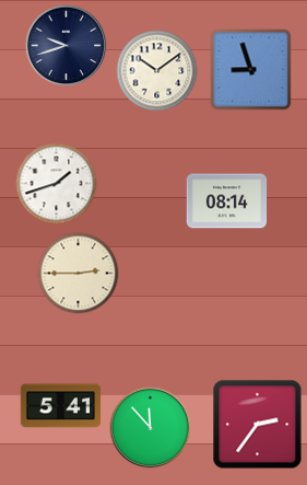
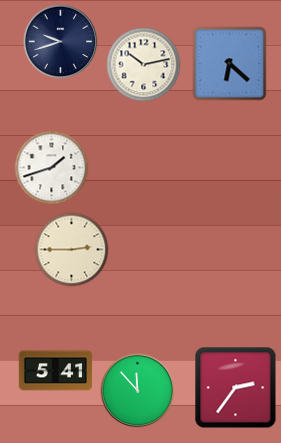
clock at (251, 70): 8:57 -> 6:22
clock at (157, 71): 10:09 -> 10:13
clock at (227, 201): 08:14 -> none
